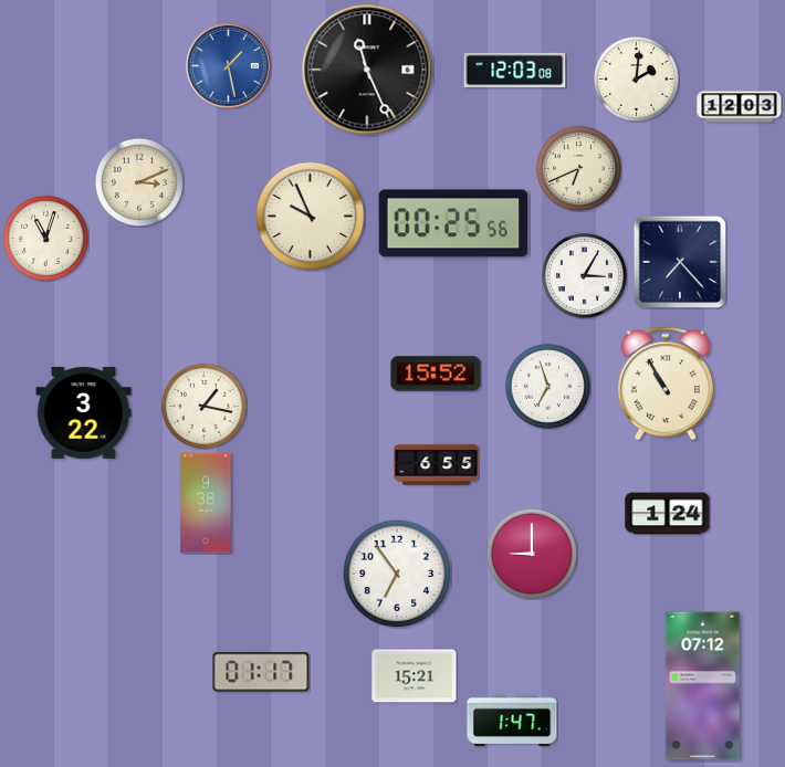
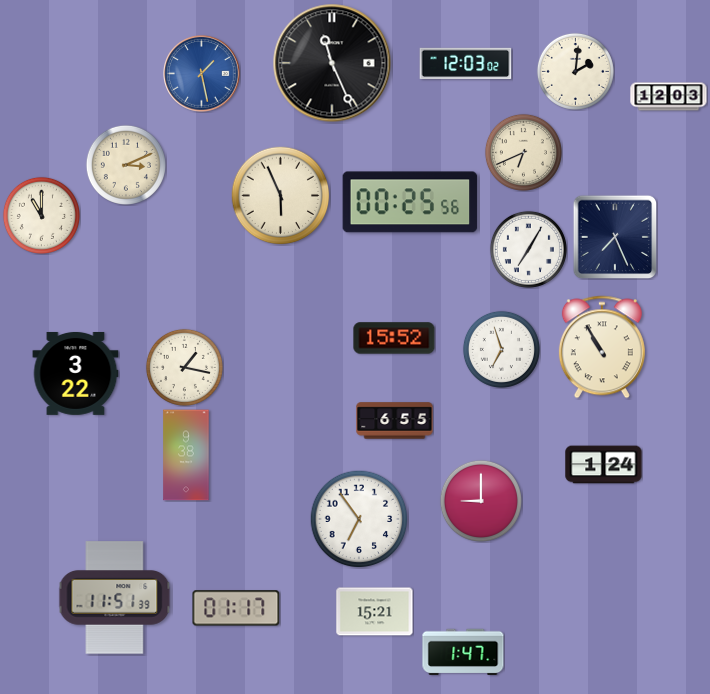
clock at (229, 66) position: (229, 66) -> (202, 74)
clock at (515, 71): 12:03:08 -> 12:03:02
clock at (311, 217): 9:56 -> 5:56
clock at (45, 238): 11:03 -> 11:00
clock at (680, 262): 7:23 -> 7:26
clock at (584, 275): 3:05 -> 7:05
clock at (547, 386) position: (547, 386) -> (501, 349)
clock at (115, 598): none -> 11:51
clock at (703, 686): 07:12 -> none
